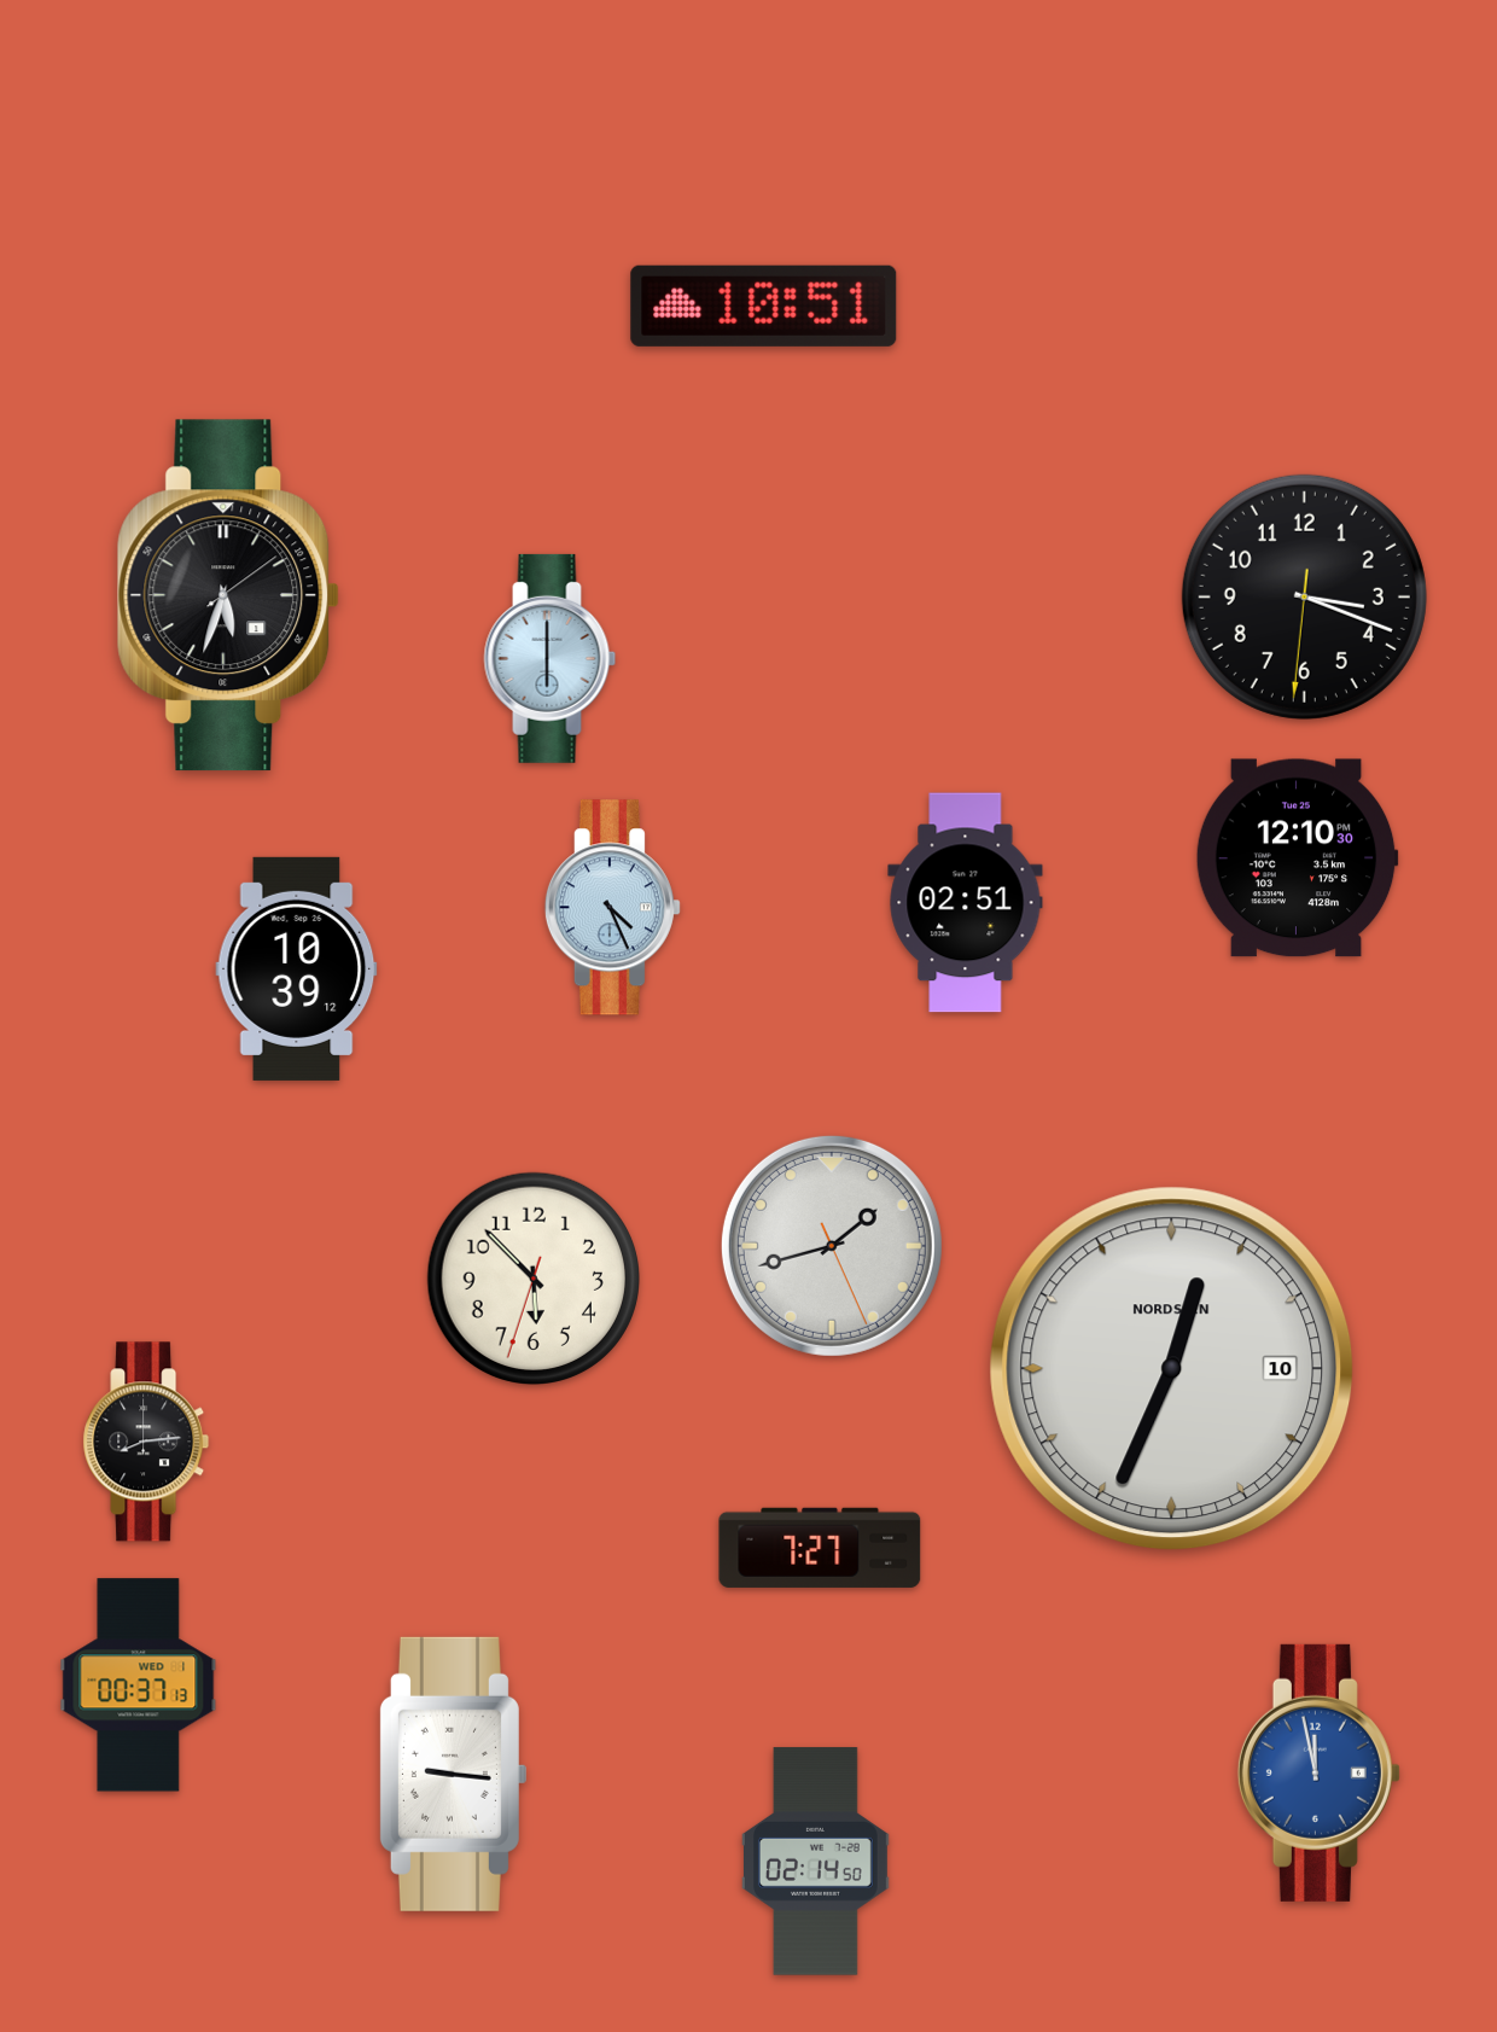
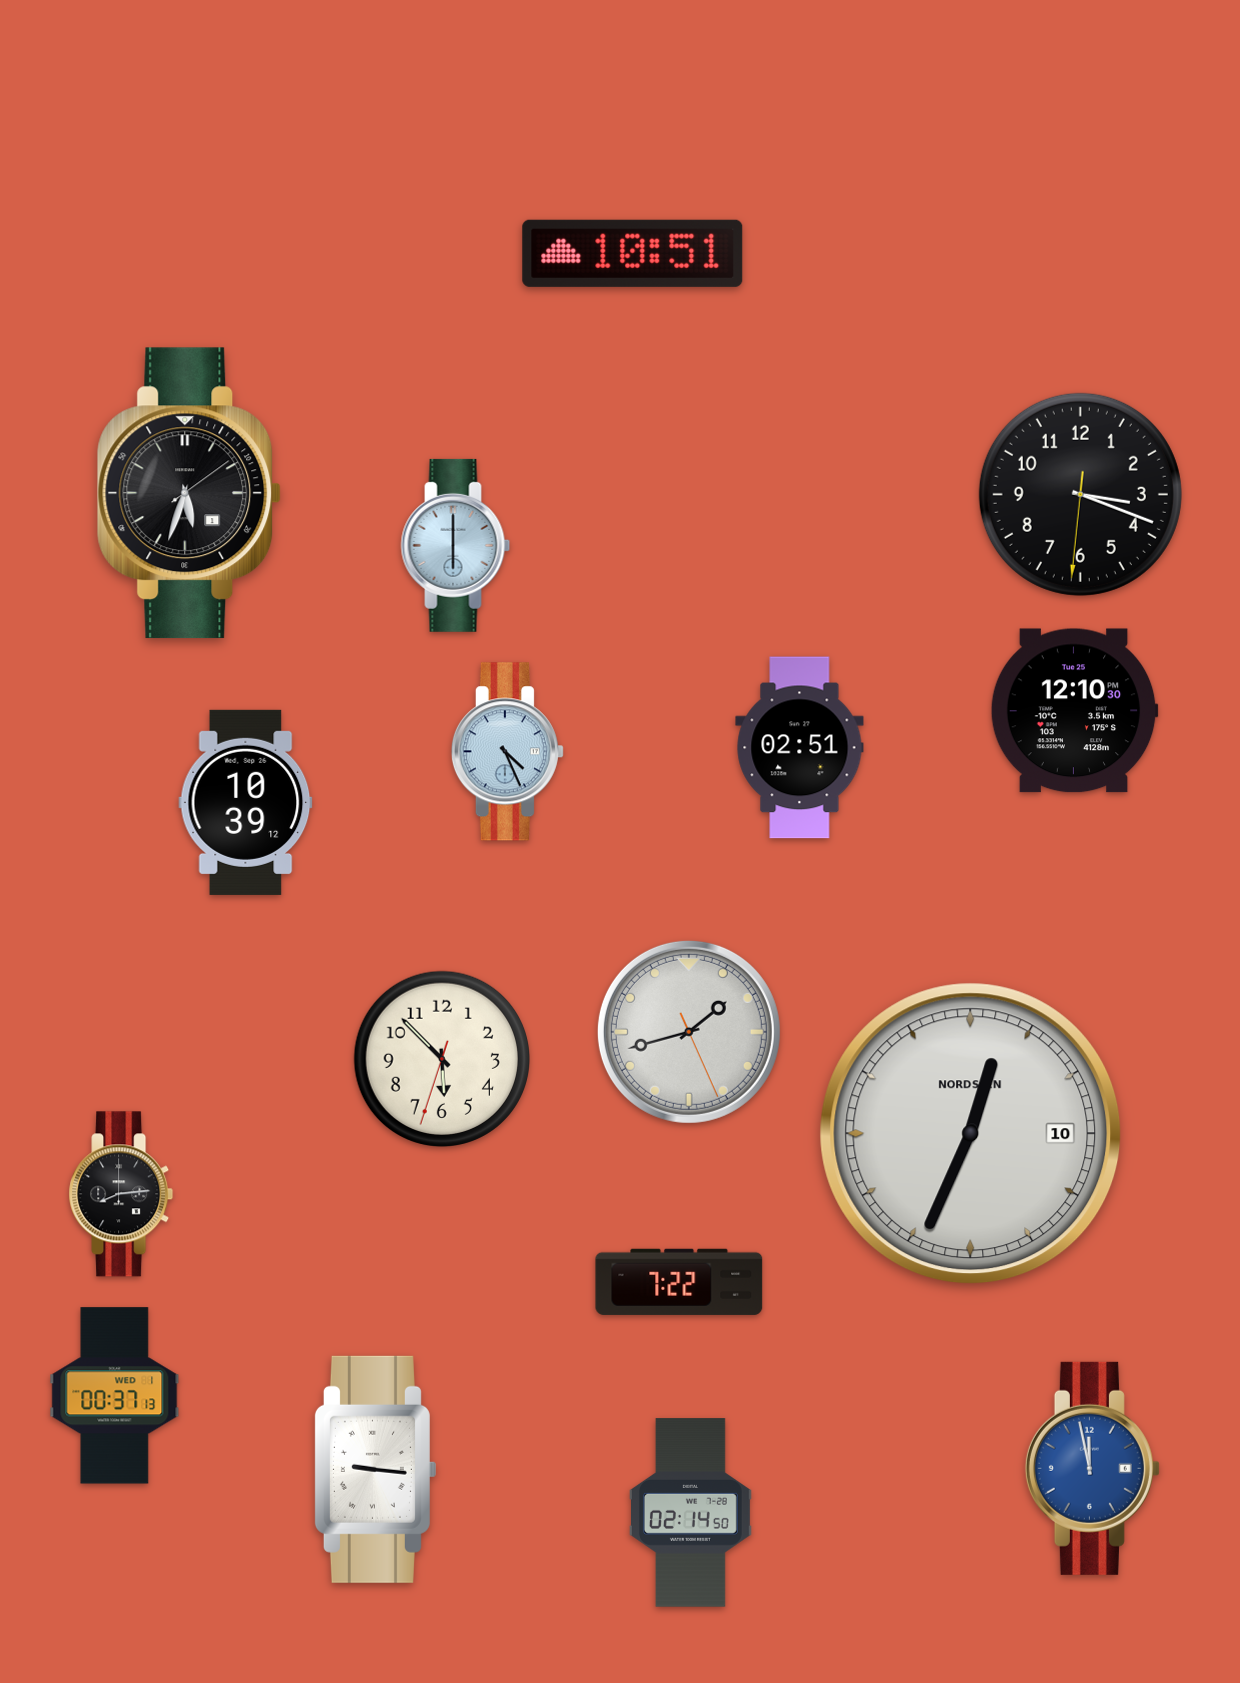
clock at (820, 1548): 7:27 -> 7:22
clock at (815, 1862) position: (815, 1862) -> (690, 1513)
